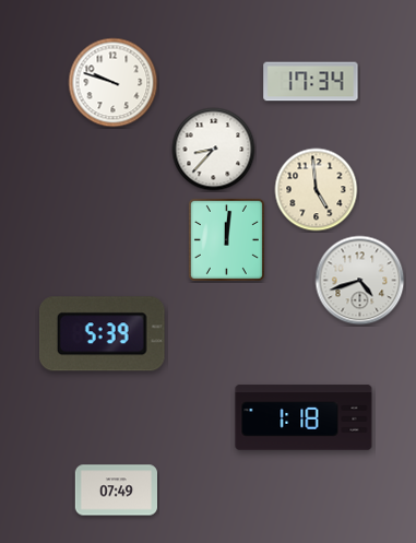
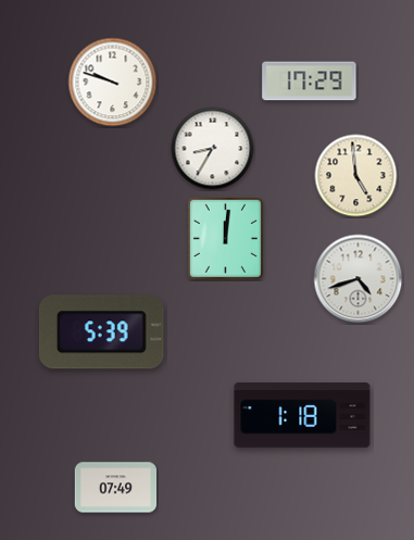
clock at (311, 82): 17:34 -> 17:29
clock at (214, 150): 8:37 -> 8:35
clock at (317, 190) position: (317, 190) -> (356, 176)
